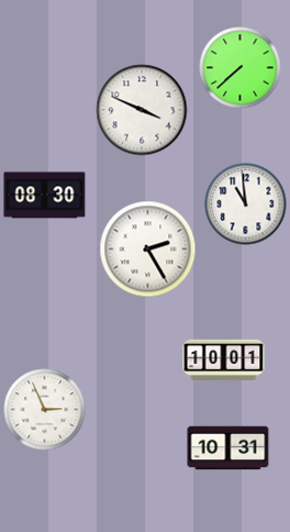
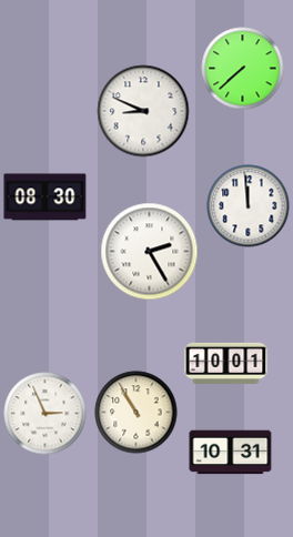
clock at (142, 110): 3:49 -> 8:49
clock at (246, 204): 10:59 -> 11:59
clock at (137, 413): none -> 10:55
